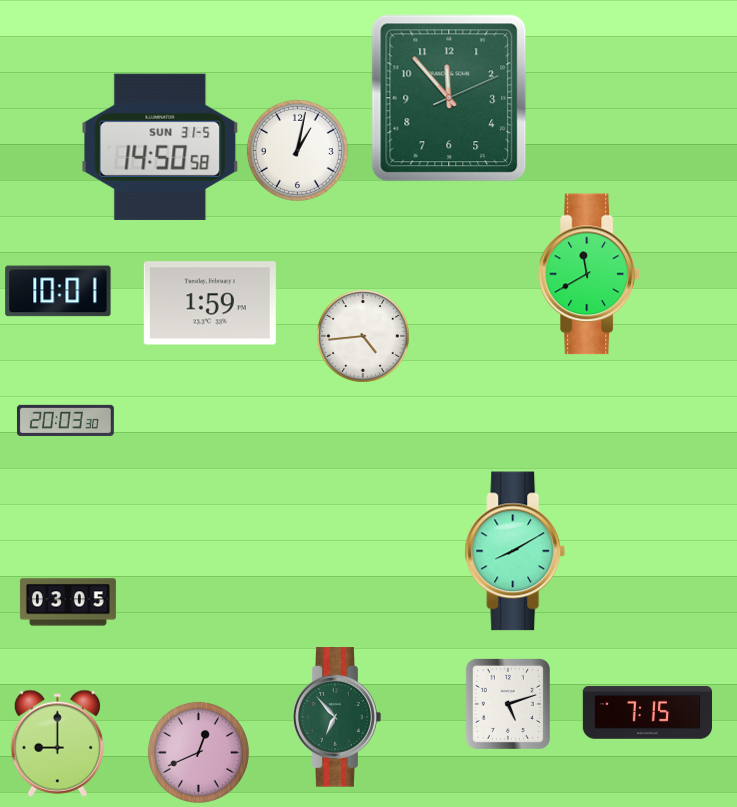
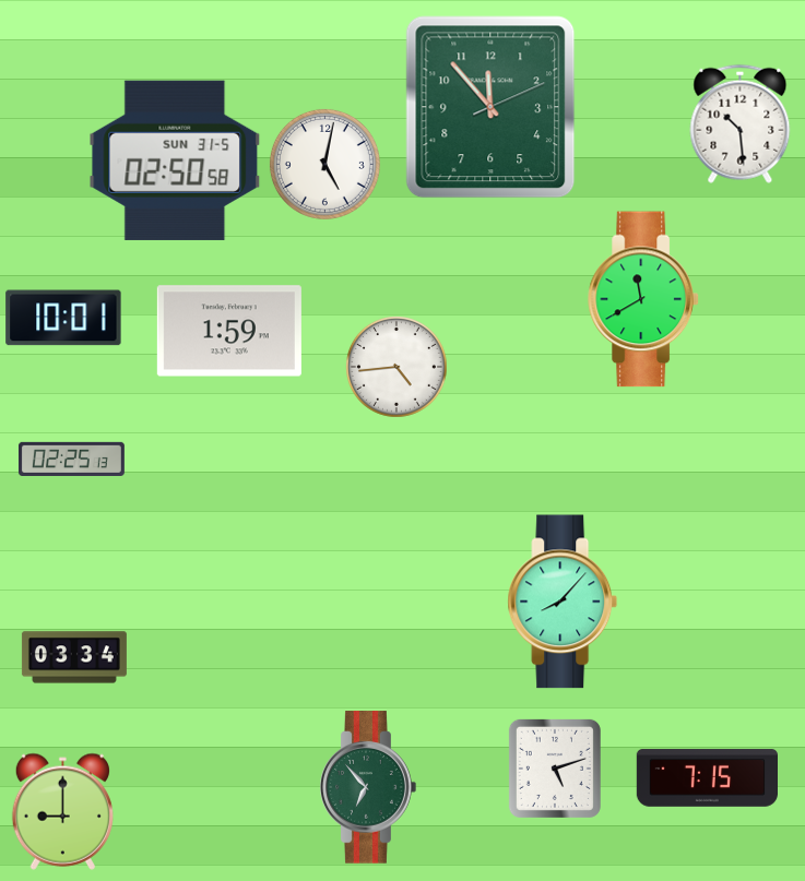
clock at (741, 123): none -> 10:29
clock at (160, 147): 14:50 -> 02:50
clock at (297, 150): 1:02 -> 5:02
clock at (65, 420): 20:03 -> 02:25
clock at (515, 551): 8:10 -> 8:07
clock at (68, 602): 03:05 -> 03:34
clock at (337, 717) position: (337, 717) -> (368, 787)
clock at (198, 752): 12:41 -> none
